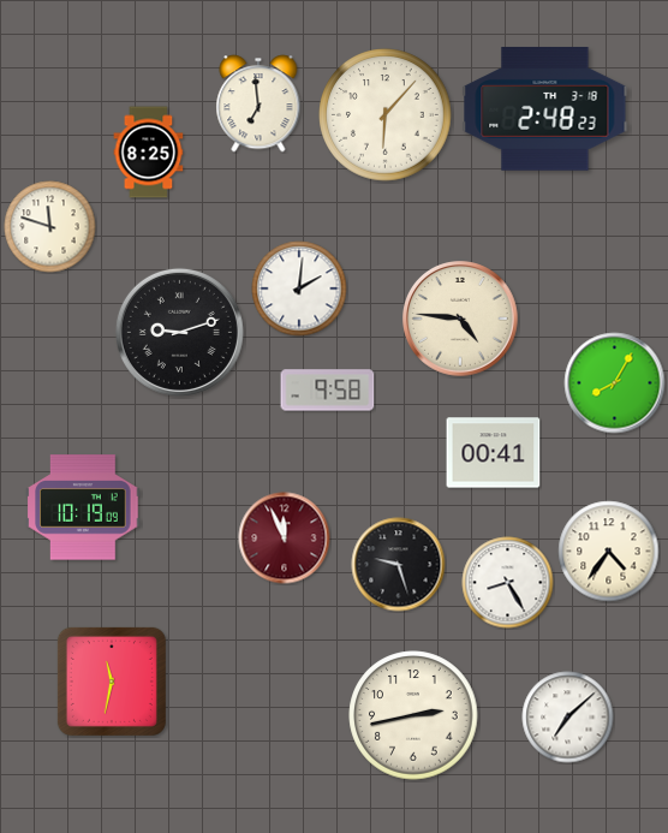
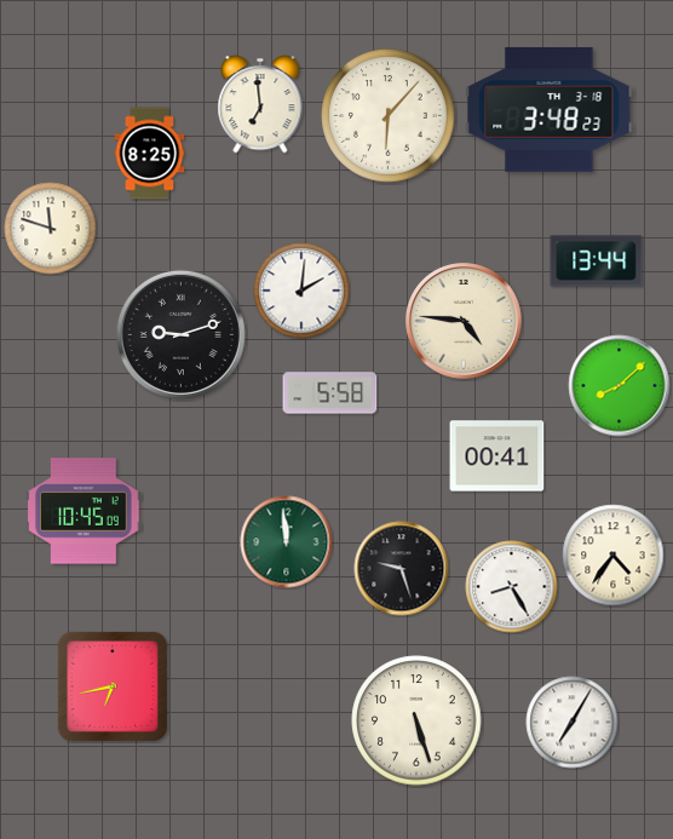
clock at (545, 109): 2:48 -> 3:48
clock at (597, 262): none -> 13:44
clock at (615, 383): 8:05 -> 8:08
clock at (328, 391): 9:58 -> 5:58
clock at (83, 507): 10:19 -> 10:45
clock at (285, 539): 11:56 -> 11:59
clock at (285, 539) dial: burgundy -> green
clock at (112, 682): 11:32 -> 6:43
clock at (413, 715): 2:43 -> 5:27
clock at (568, 718): 7:08 -> 7:05
